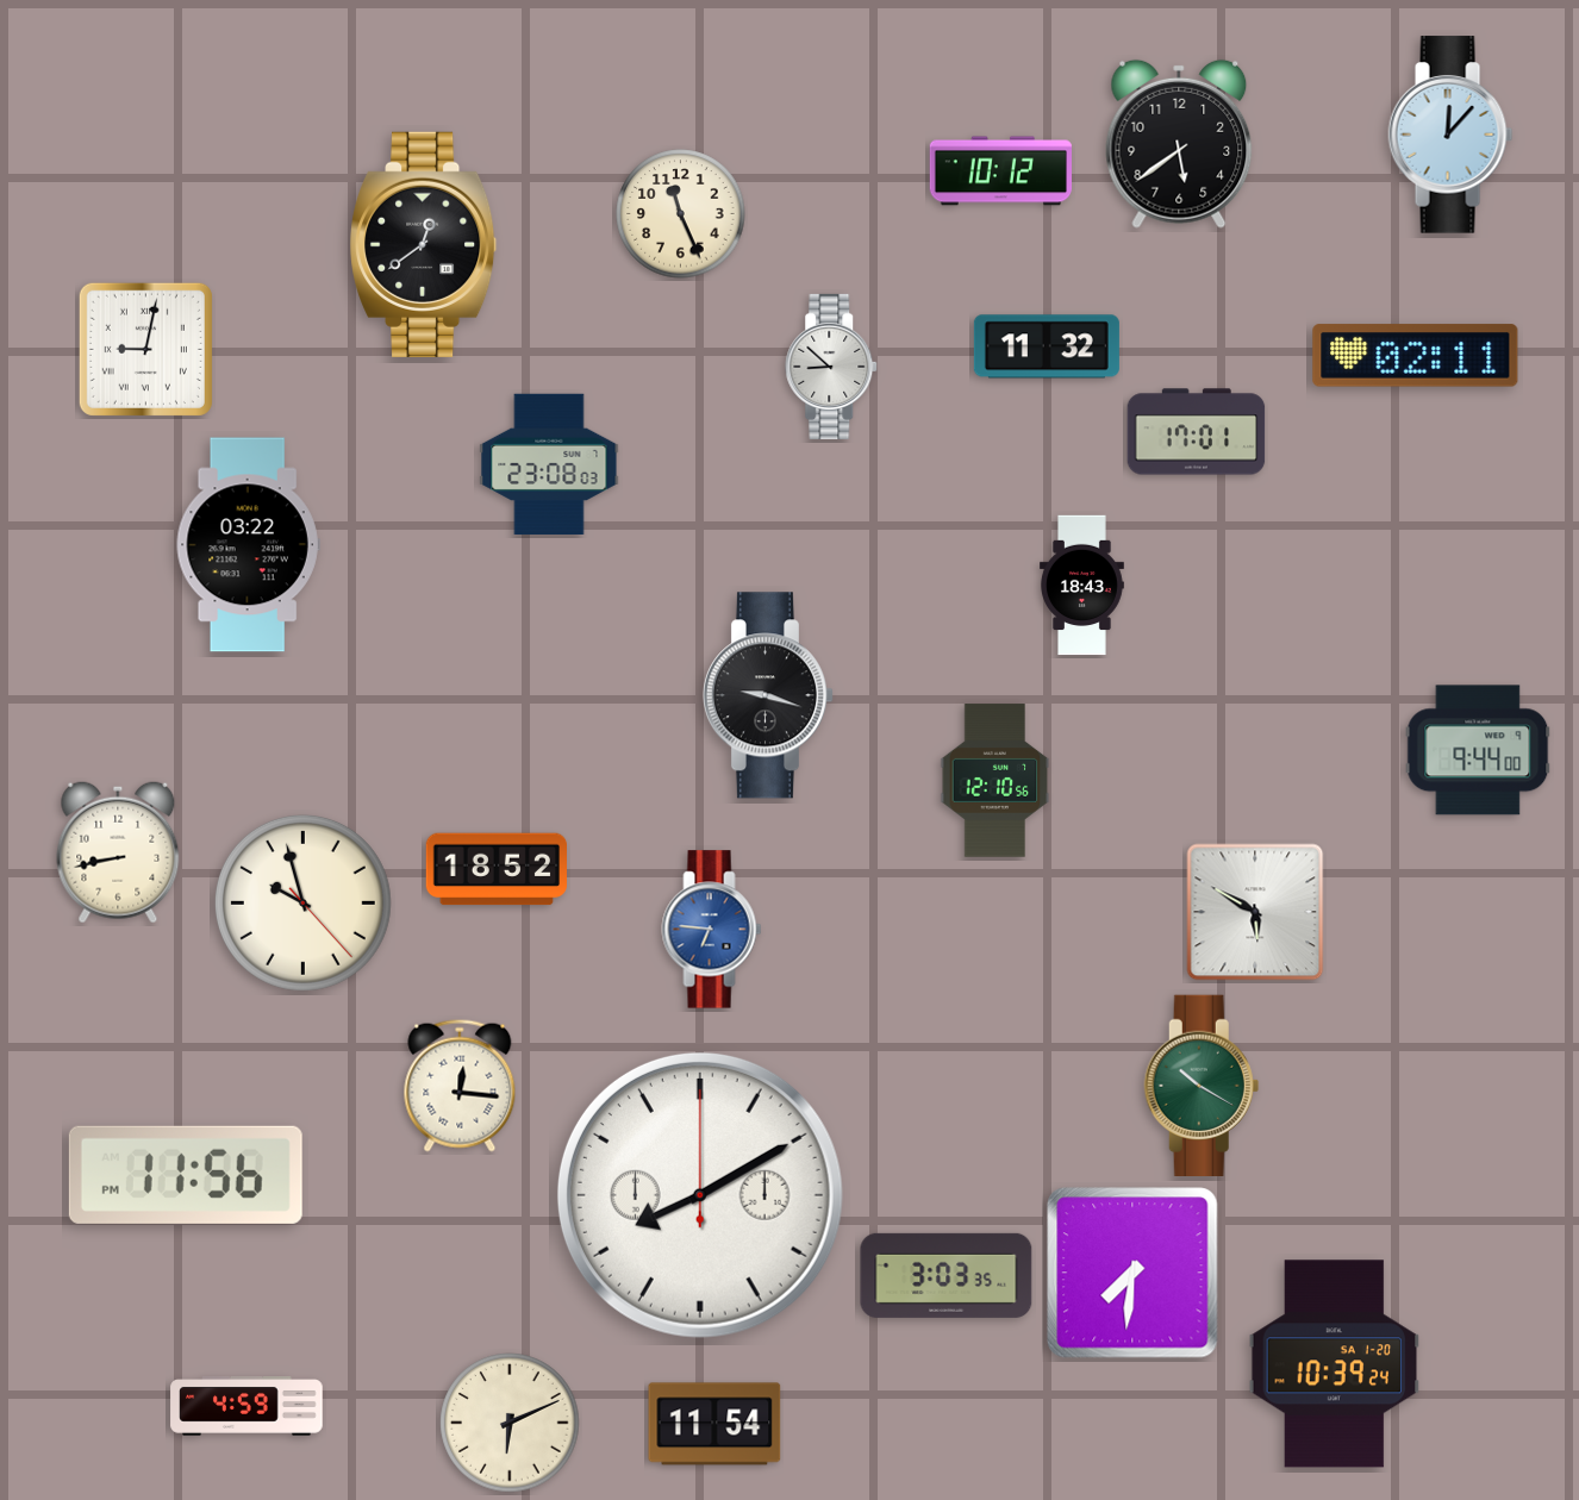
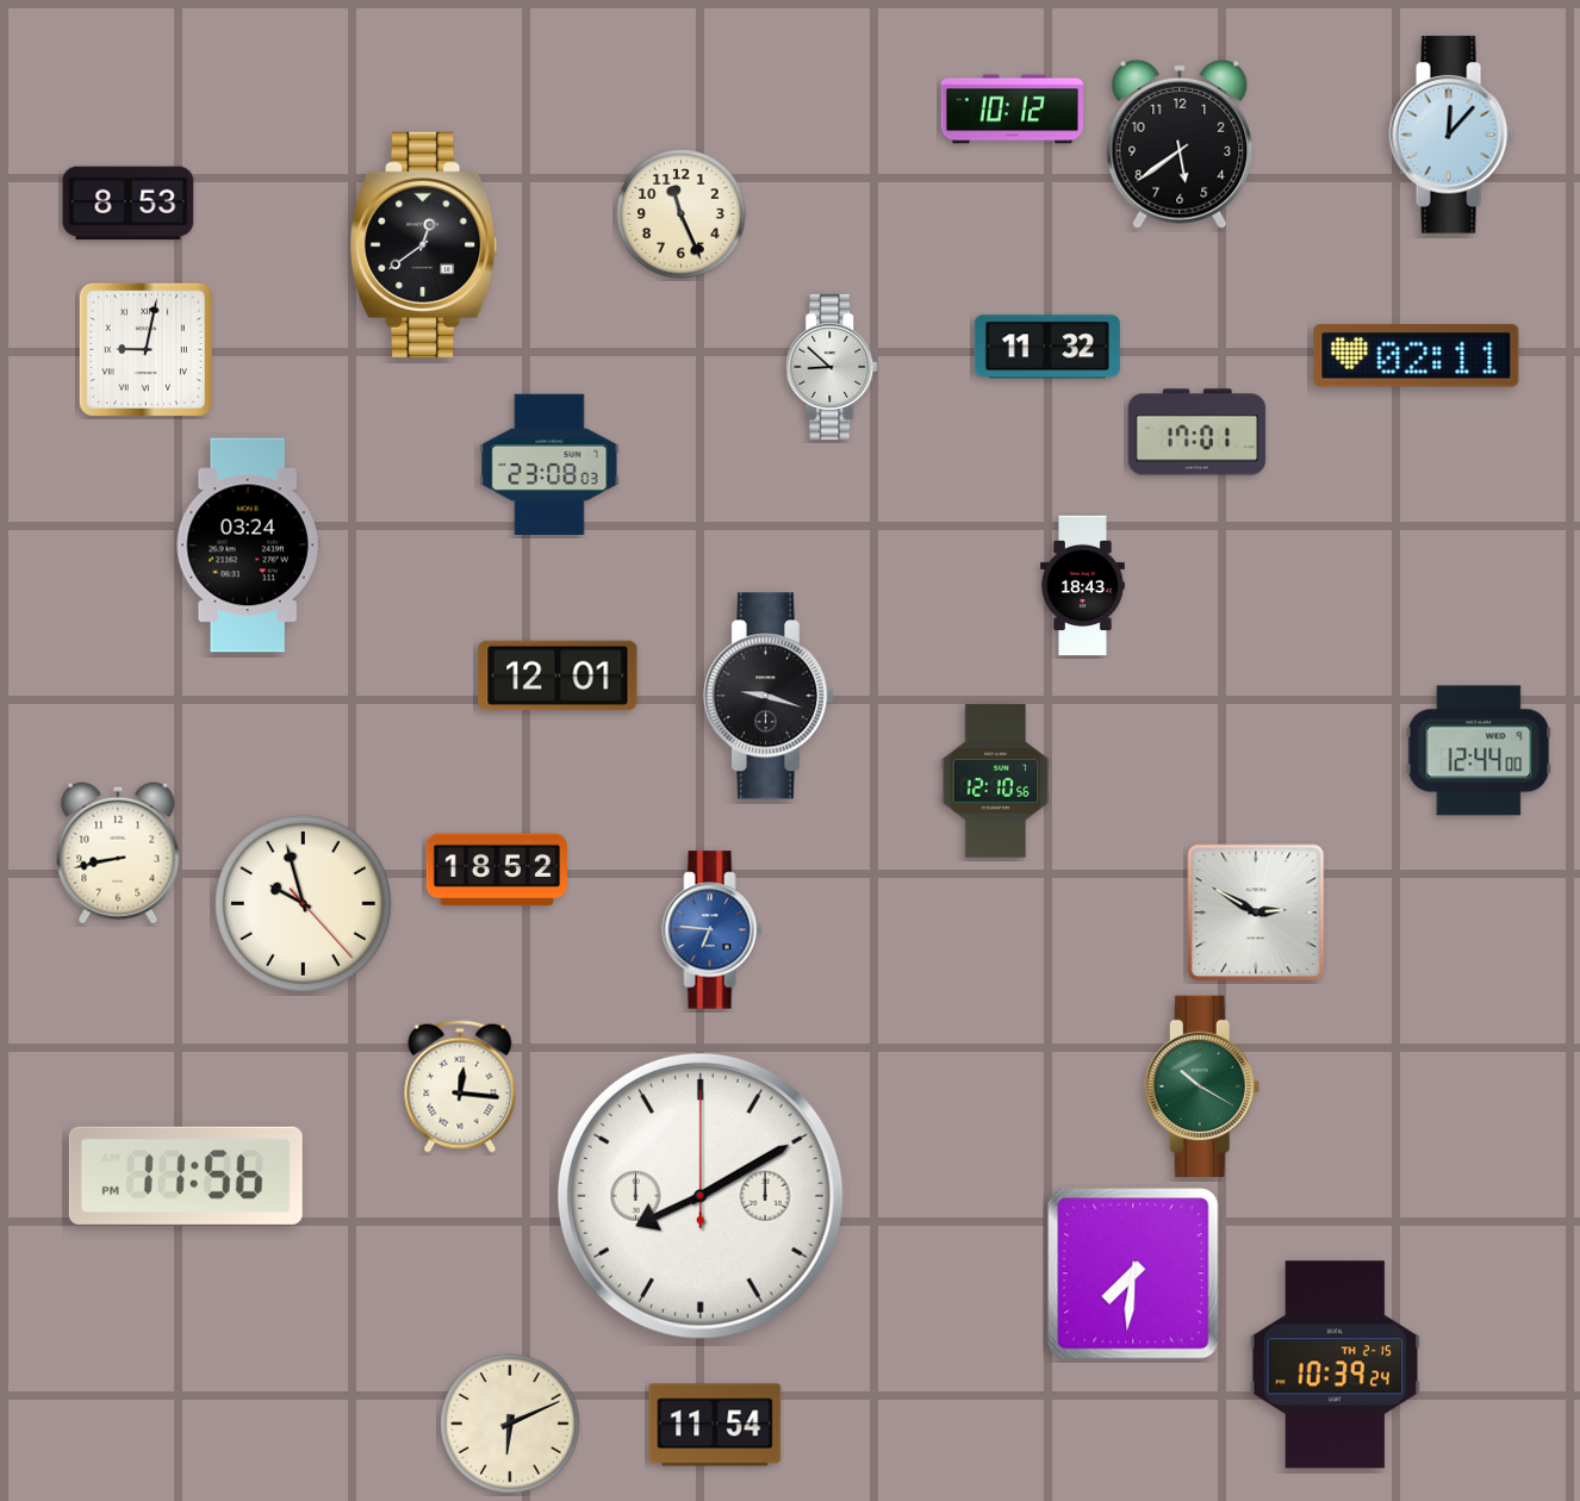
clock at (1000, 171) position: (1000, 171) -> (1012, 110)
clock at (129, 204): none -> 8:53
clock at (248, 545): 03:22 -> 03:24
clock at (558, 675): none -> 12:01
clock at (1478, 750): 9:44 -> 12:44
clock at (1255, 912): 5:50 -> 2:50
clock at (947, 1275): 3:03 -> none
clock at (1335, 1364) date: SA 1-20 -> TH 2-15
clock at (246, 1406): 4:59 -> none
